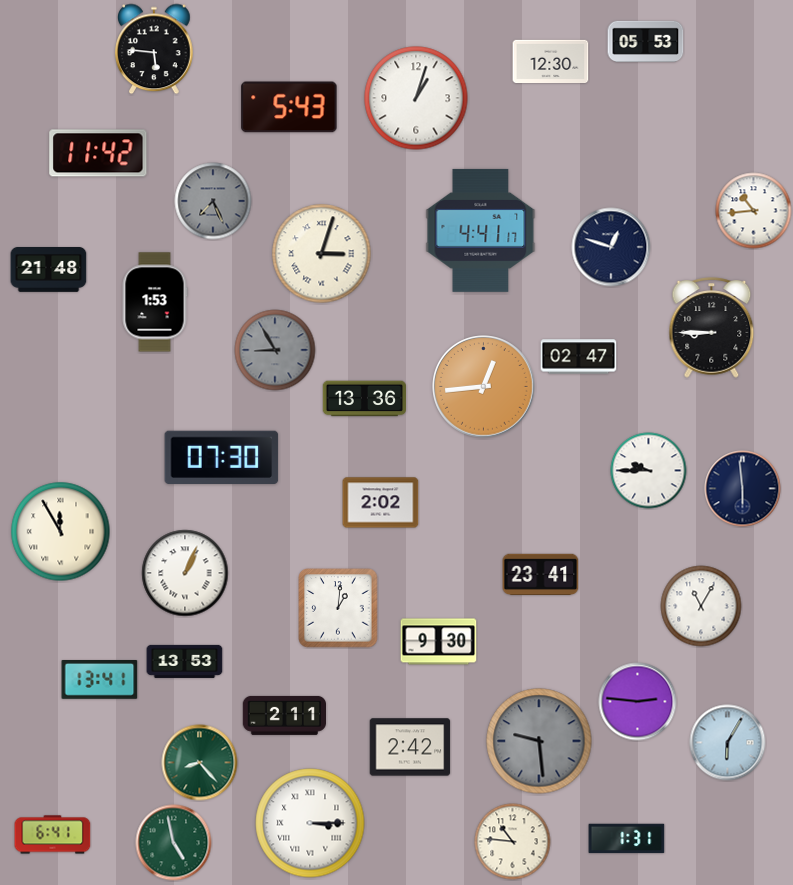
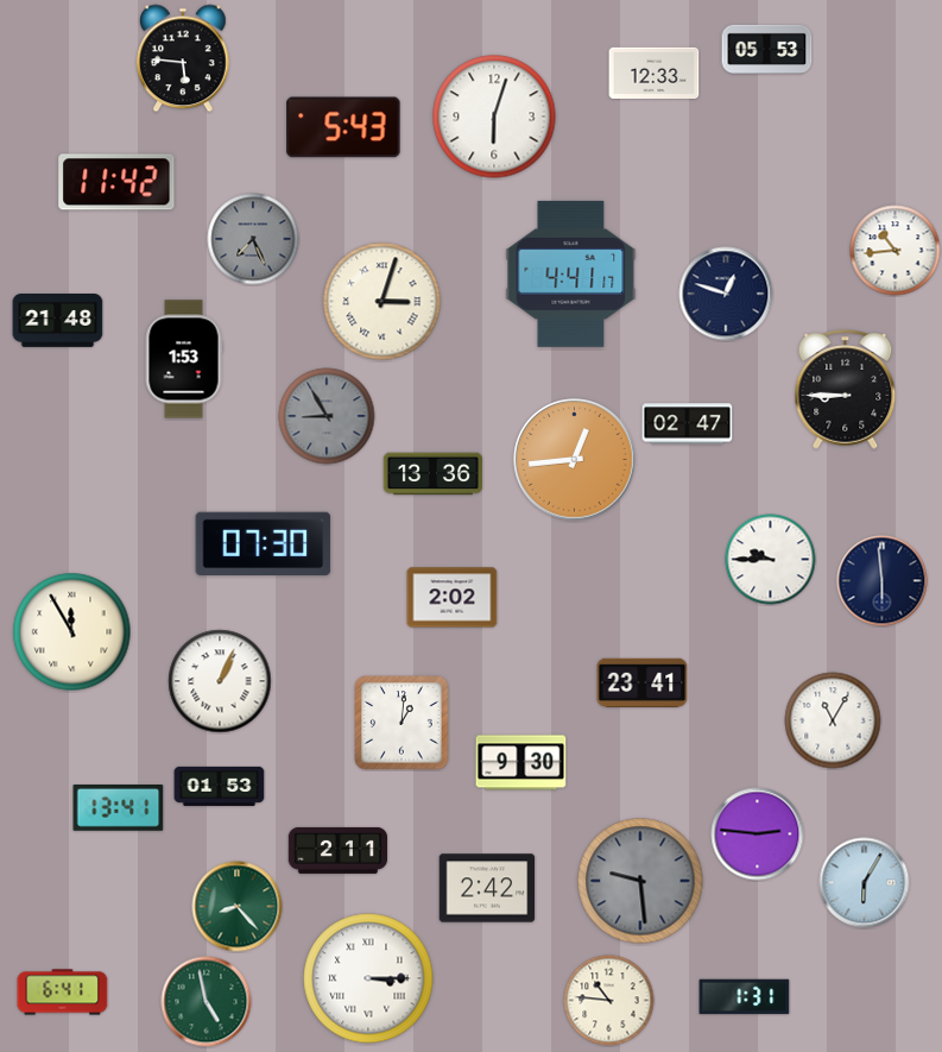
clock at (551, 61): 12:30 -> 12:33
clock at (416, 98): 1:03 -> 6:03
clock at (185, 661): 13:53 -> 01:53
